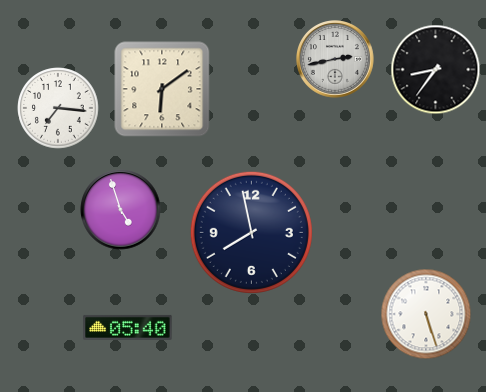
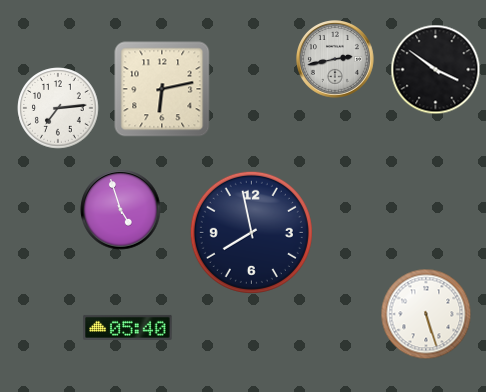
clock at (436, 70): 8:36 -> 3:51
clock at (162, 89): 6:09 -> 6:13
clock at (58, 108): 7:16 -> 7:14
